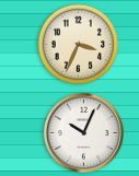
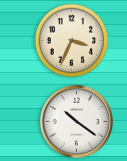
clock at (84, 133): 10:04 -> 10:21
